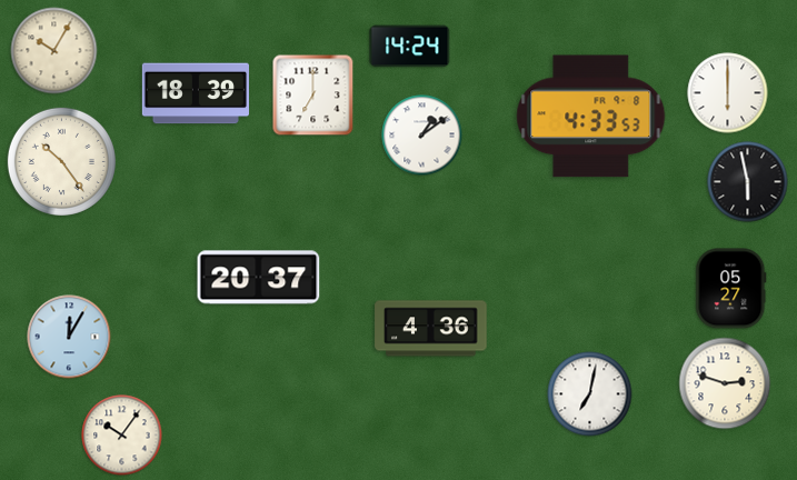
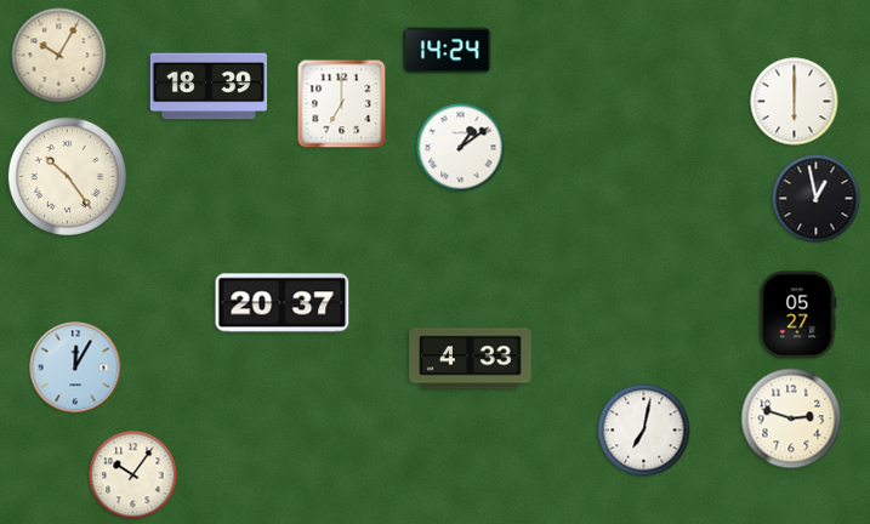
clock at (195, 93) position: (195, 93) -> (207, 86)
clock at (591, 117): 4:33 -> none
clock at (748, 182): 5:58 -> 12:58
clock at (431, 329): 4:36 -> 4:33
